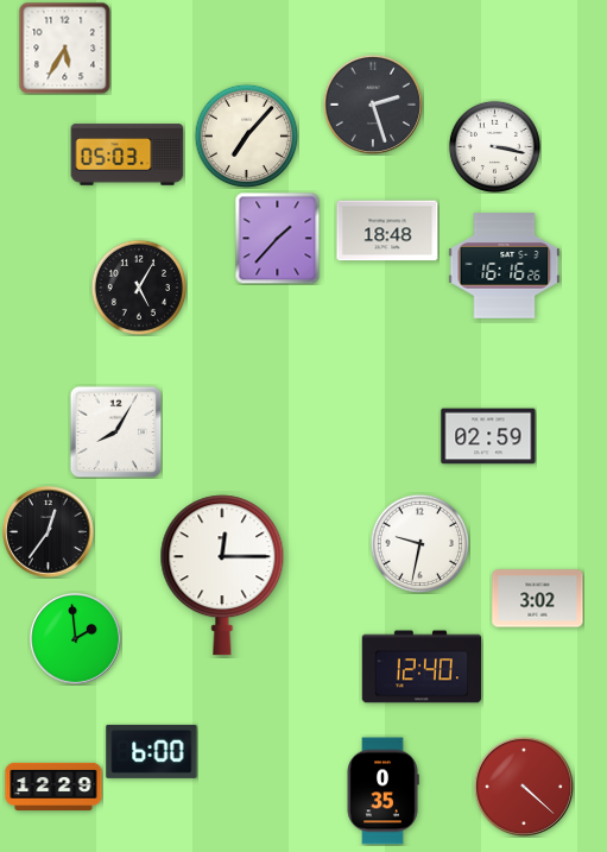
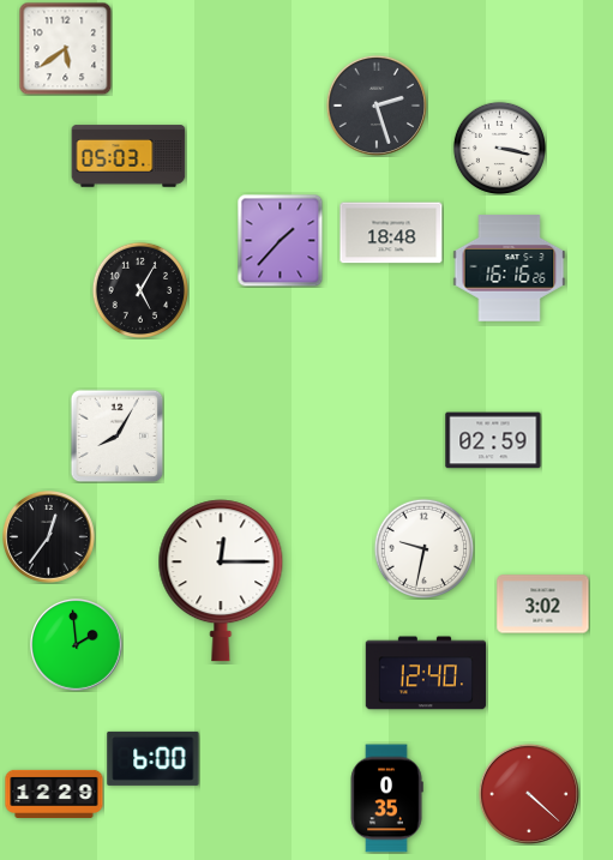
clock at (64, 48): 5:35 -> 5:39
clock at (246, 135): 7:07 -> none
clock at (222, 575) position: (222, 575) -> (221, 581)
